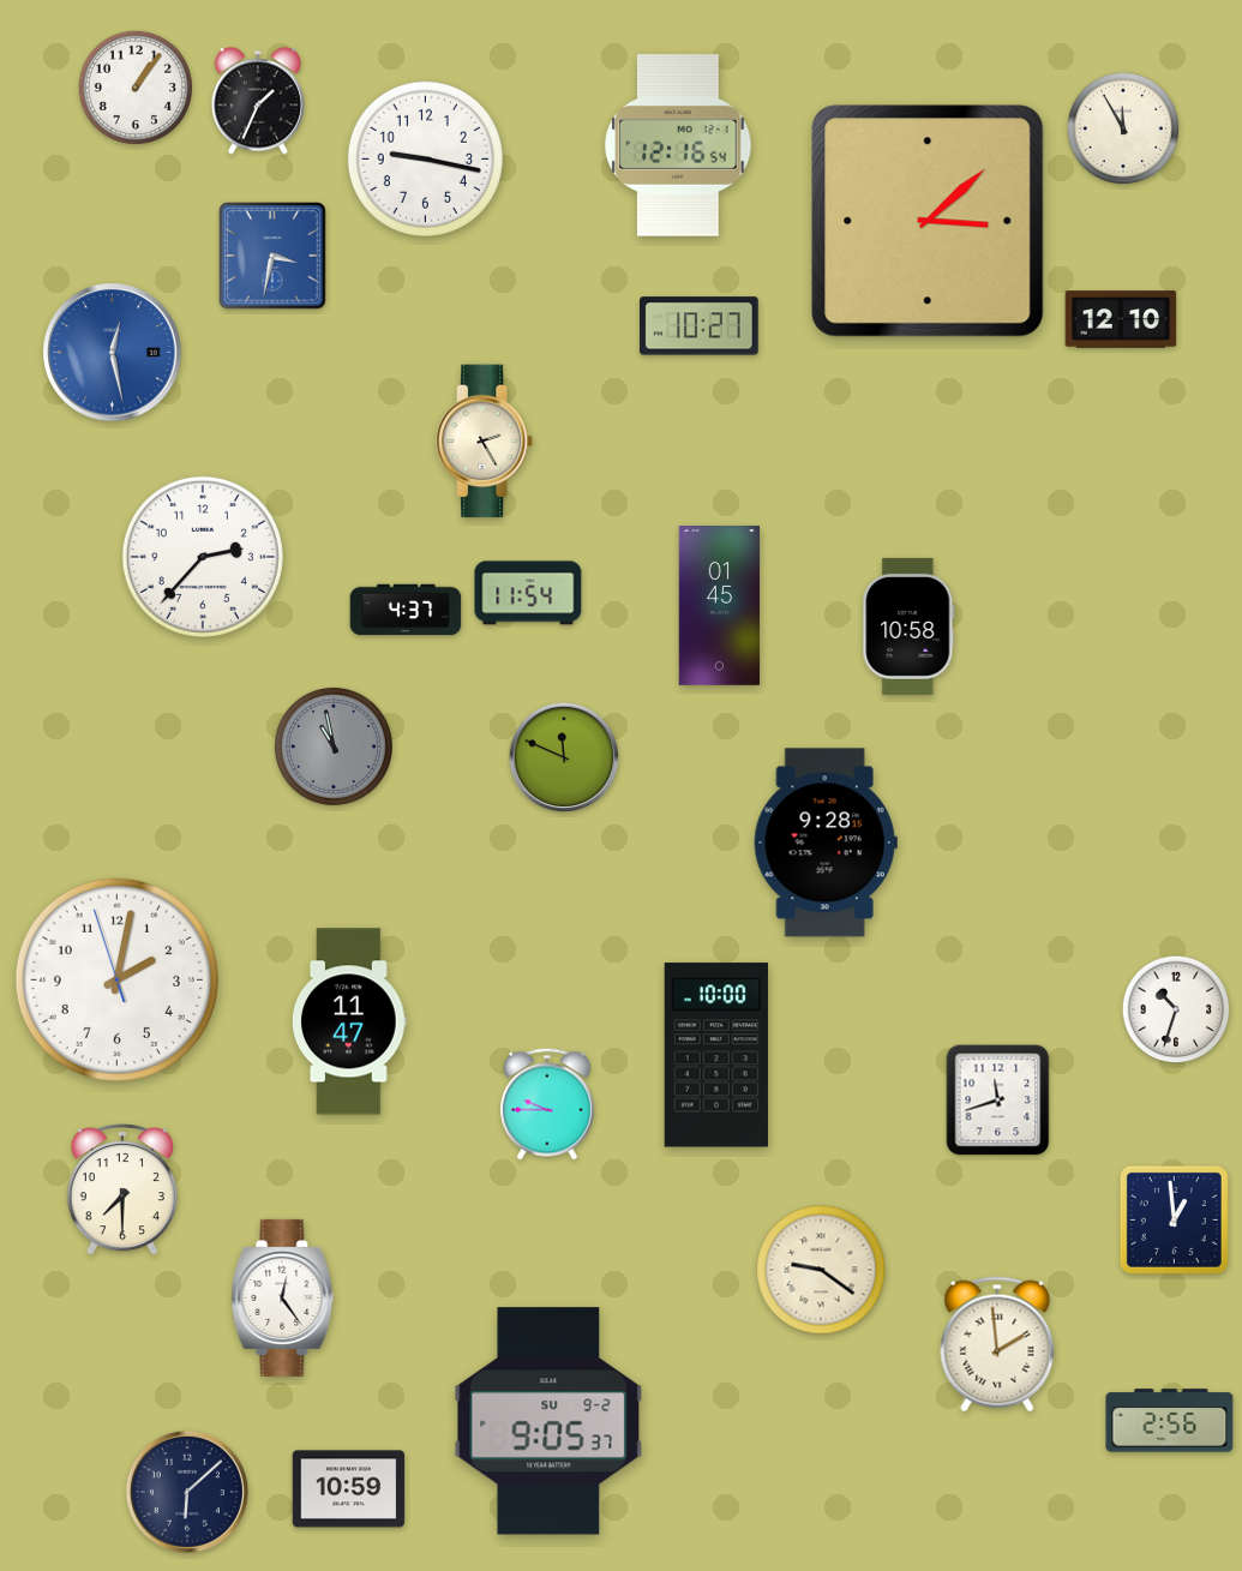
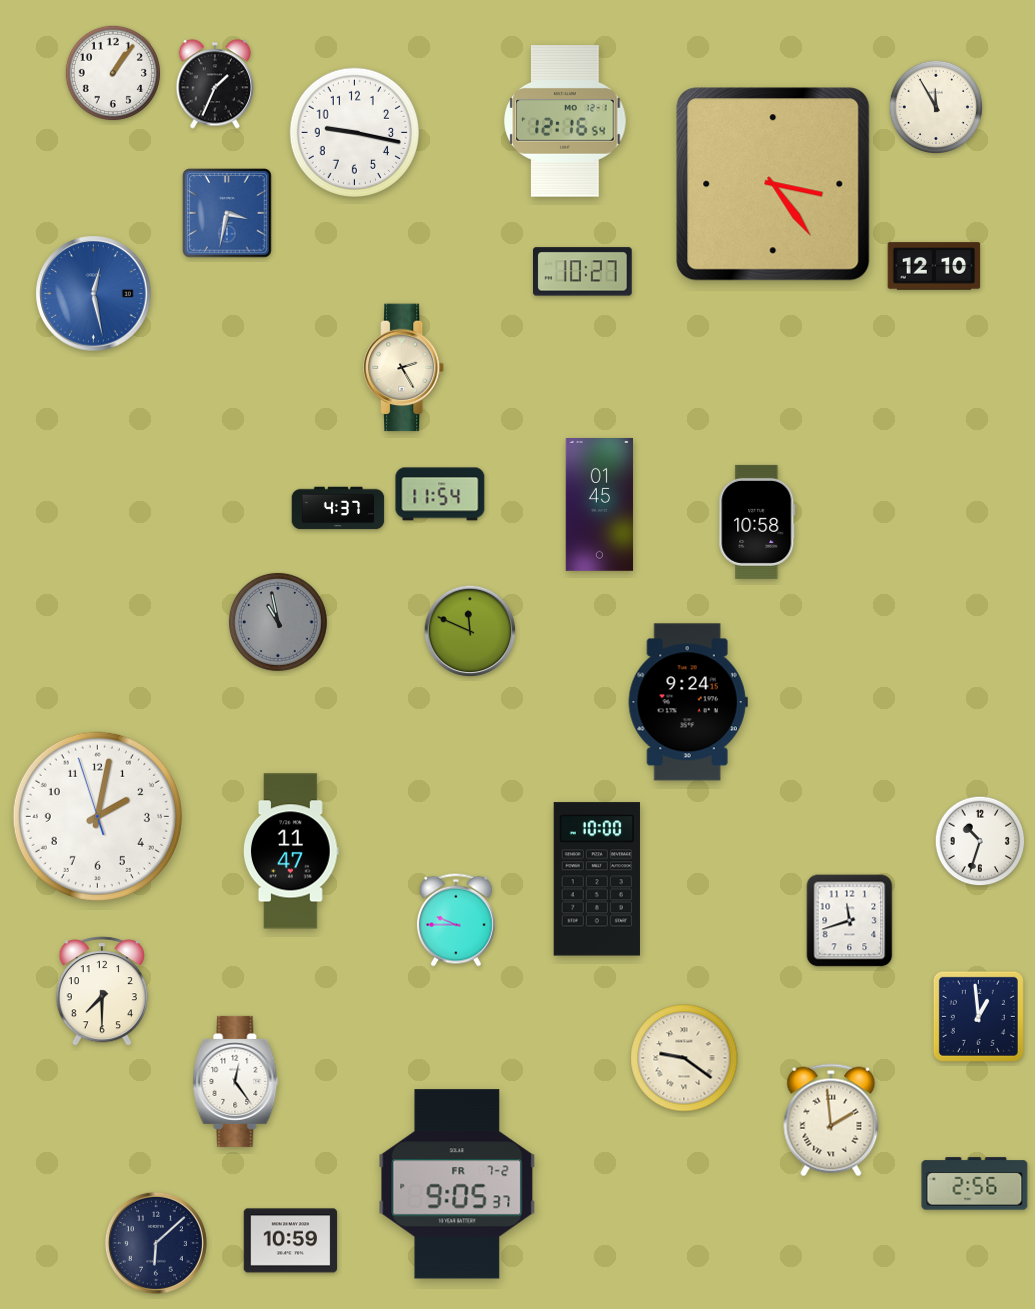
clock at (928, 221): 3:08 -> 3:24
clock at (203, 557): 2:37 -> none
clock at (826, 843): 9:28 -> 9:24
clock at (998, 1101) position: (998, 1101) -> (850, 921)
clock at (548, 1421) date: SU 9-2 -> FR 7-2
